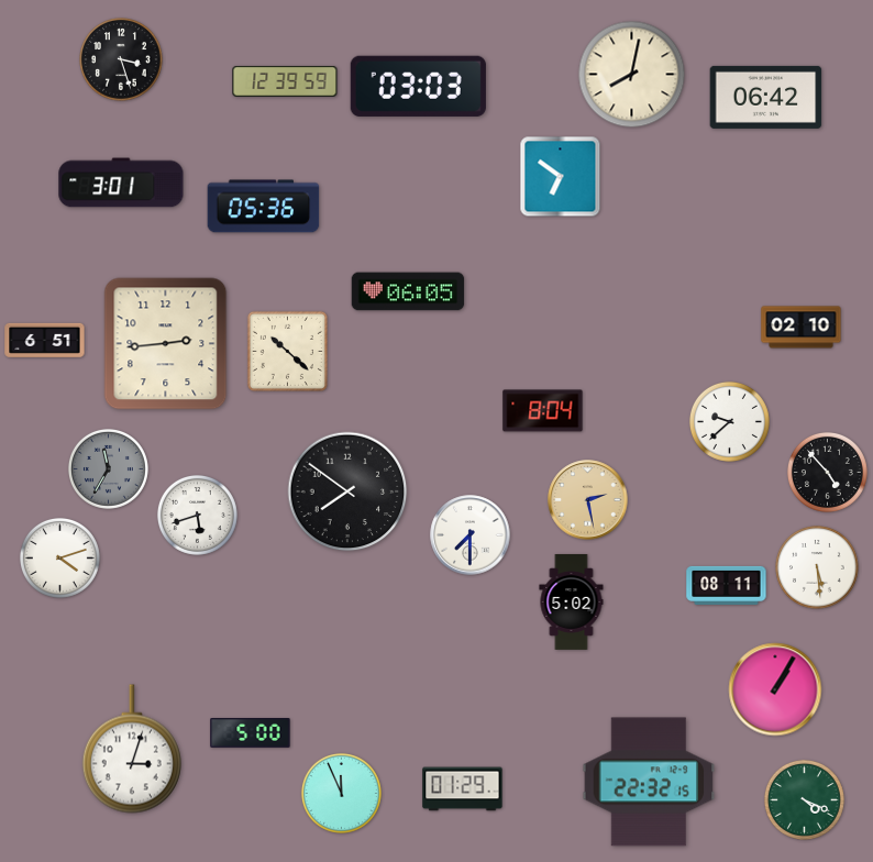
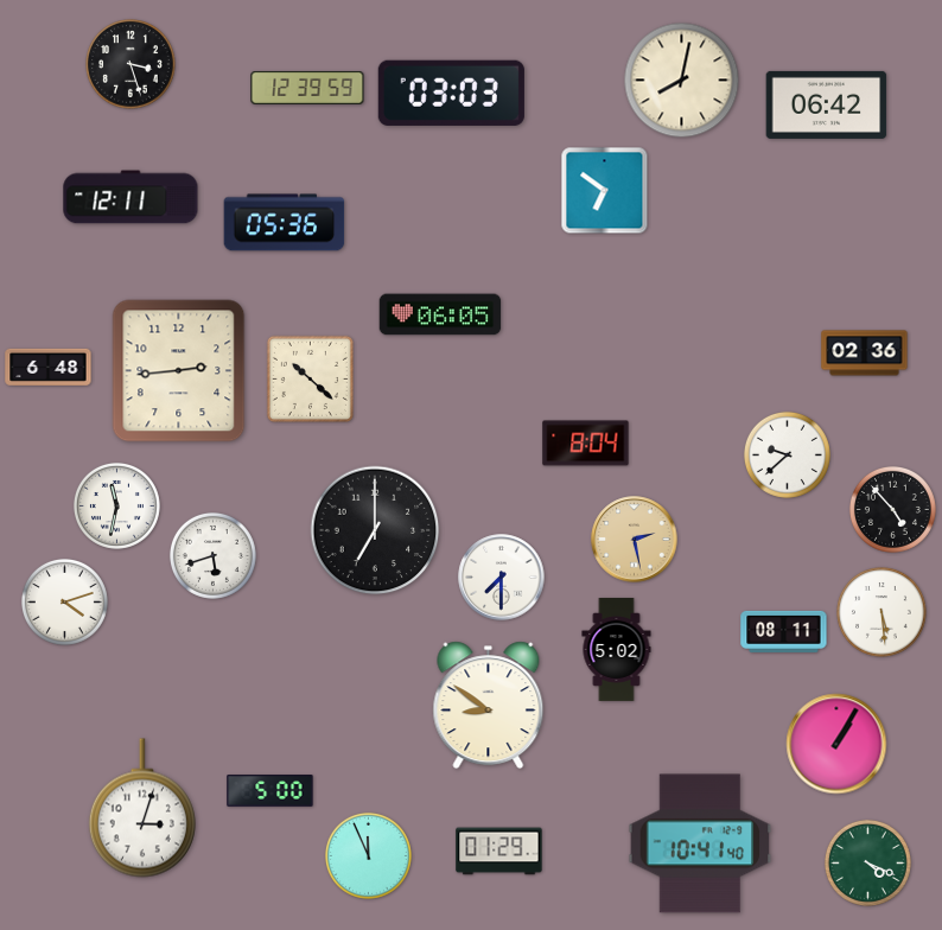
clock at (121, 183): 3:01 -> 12:11
clock at (802, 328): 02:10 -> 02:36
clock at (45, 340): 6:51 -> 6:48
clock at (108, 468): 11:35 -> 11:32
clock at (108, 468) dial: grey -> white
clock at (347, 491): 7:51 -> 7:00
clock at (471, 535) position: (471, 535) -> (502, 578)
clock at (489, 706): none -> 8:51
clock at (649, 782): 22:32 -> 10:41
